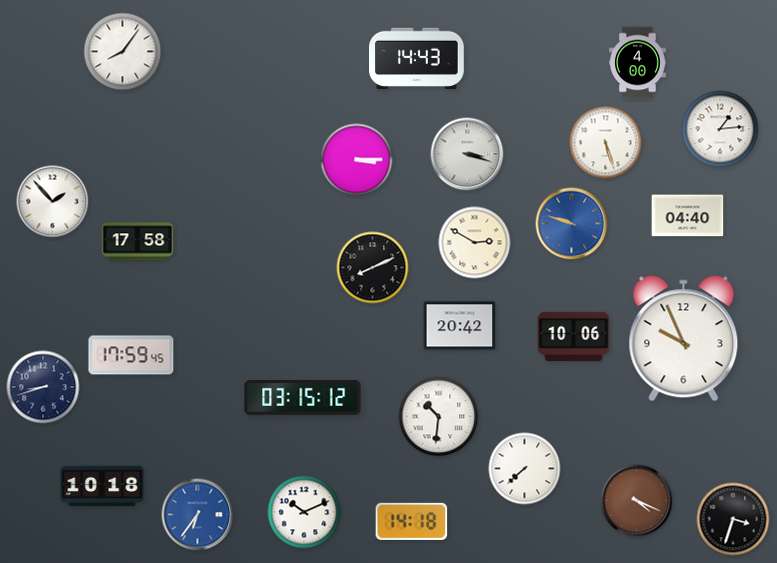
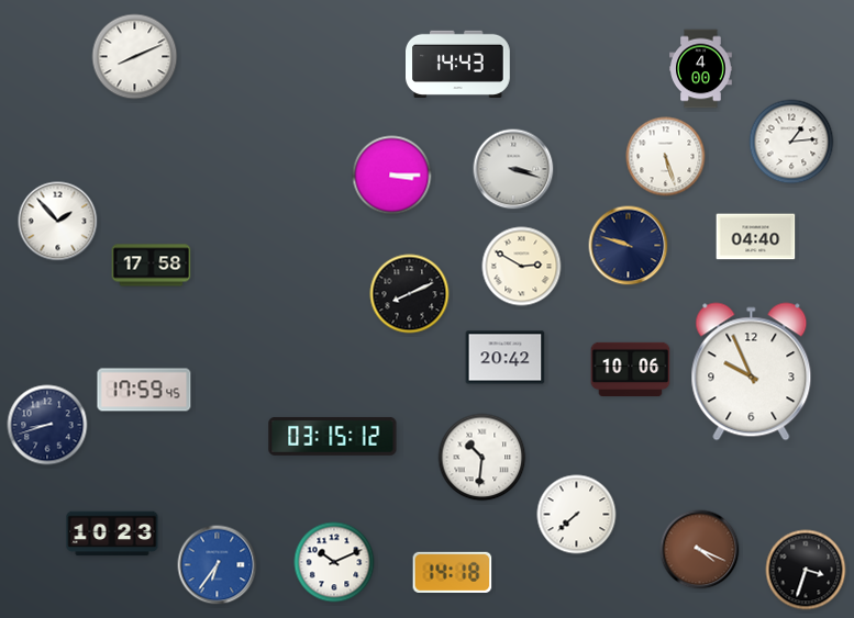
clock at (123, 52): 8:06 -> 8:11
clock at (572, 224) dial: blue -> navy
clock at (102, 486): 10:18 -> 10:23
